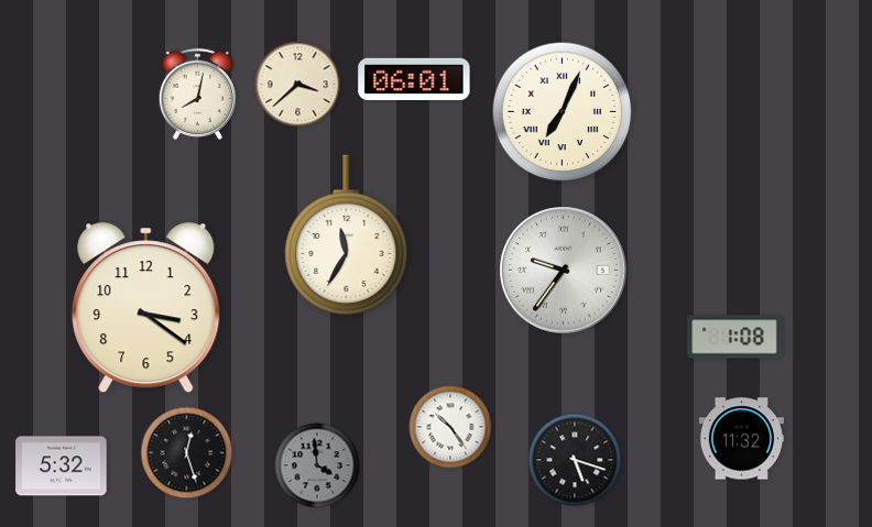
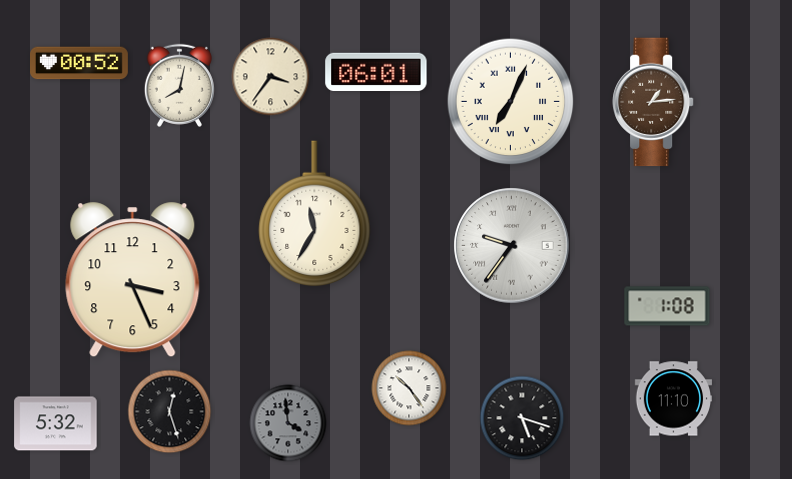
clock at (80, 63): none -> 00:52
clock at (298, 85): 3:38 -> 3:36
clock at (654, 102): none -> 1:14
clock at (146, 308): 3:21 -> 3:26
clock at (741, 439): 11:32 -> 11:10
